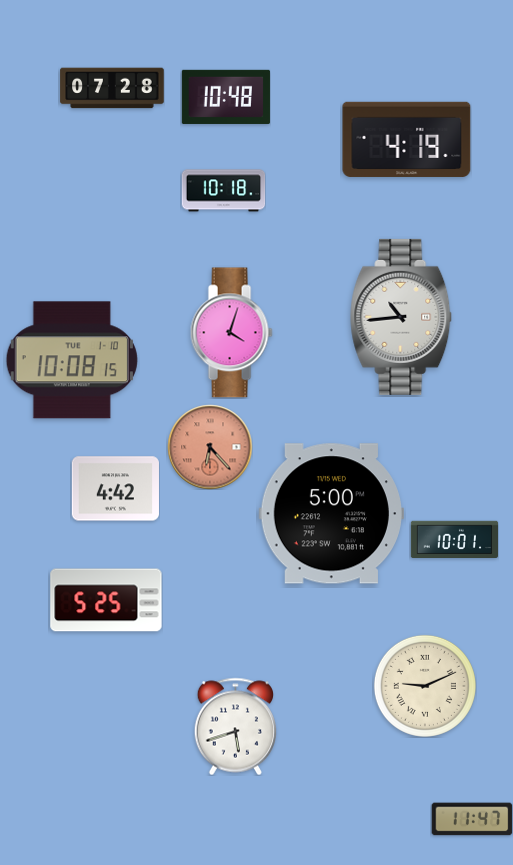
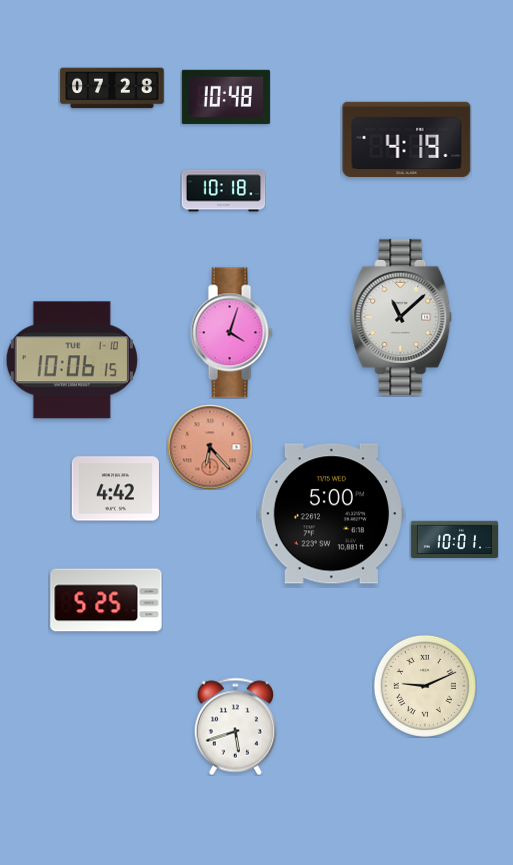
clock at (402, 317): 10:44 -> 11:08
clock at (72, 360): 10:08 -> 10:06
clock at (472, 819): 11:47 -> none
